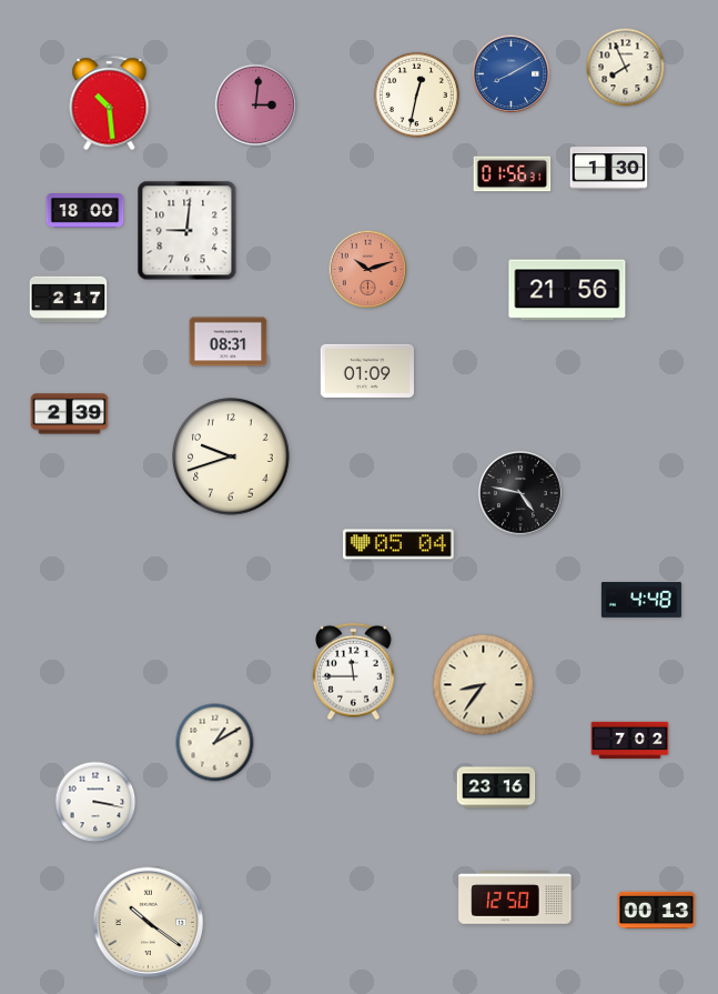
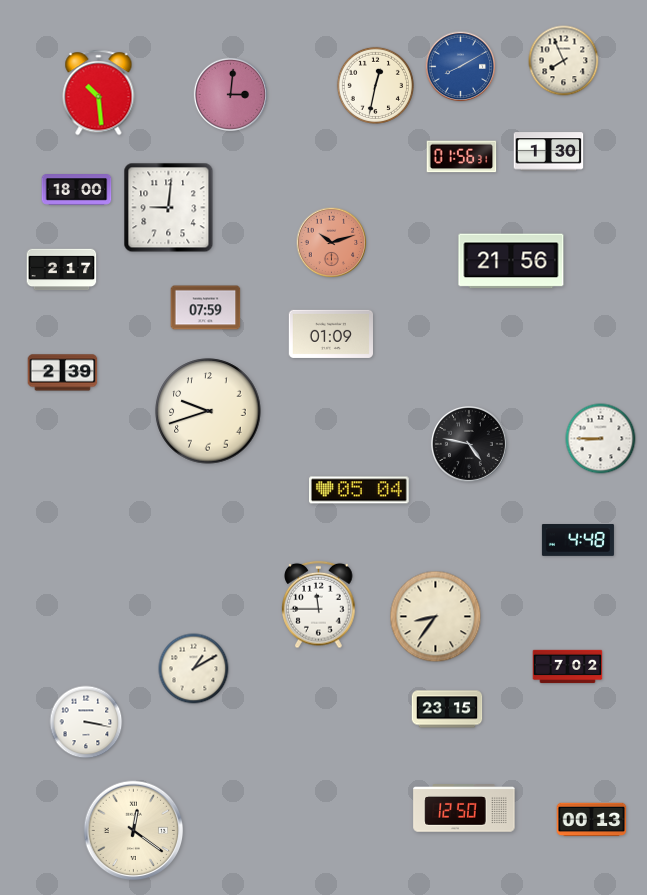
clock at (229, 342): 08:31 -> 07:59
clock at (601, 439): none -> 8:45
clock at (496, 787): 23:16 -> 23:15
clock at (149, 923): 10:21 -> 12:21
